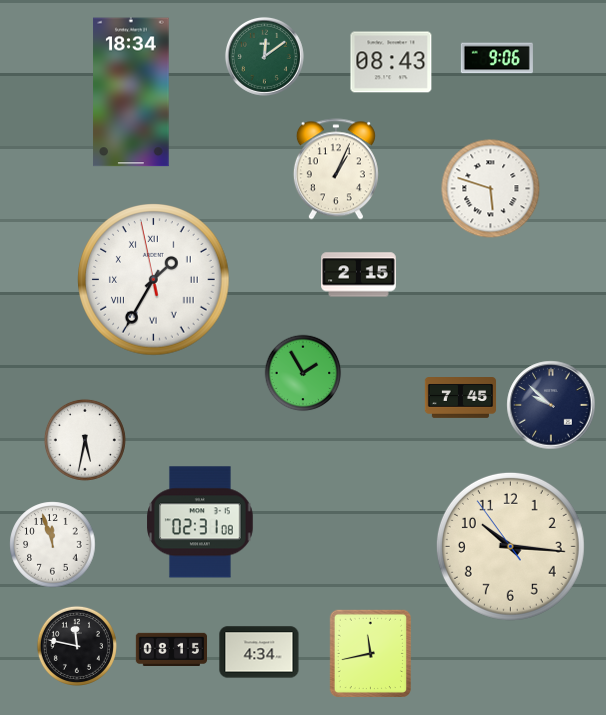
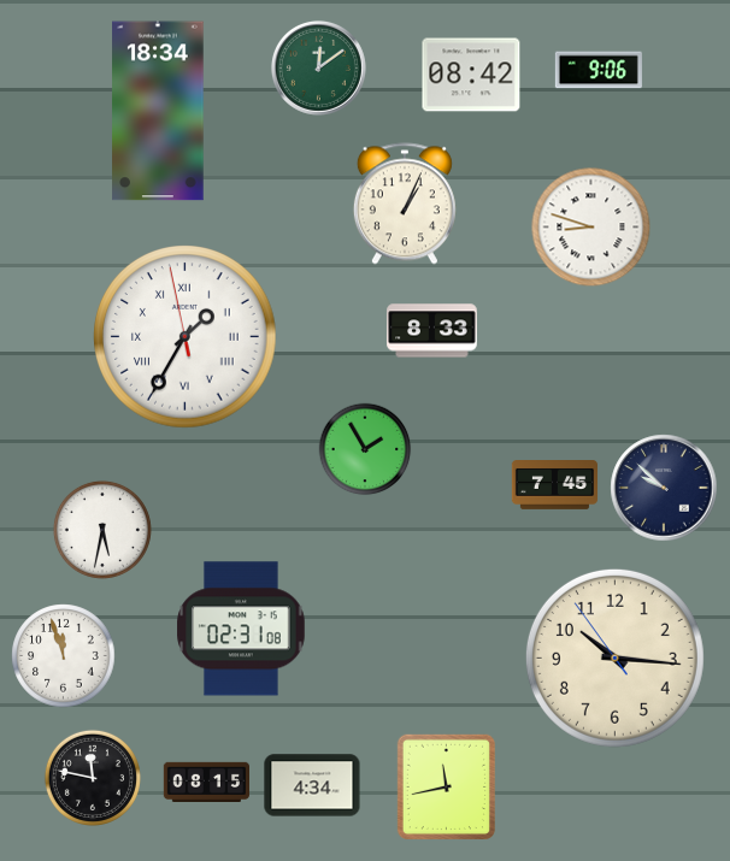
clock at (391, 62): 08:43 -> 08:42
clock at (491, 189): 5:48 -> 8:48
clock at (359, 275): 2:15 -> 8:33
clock at (461, 398) position: (461, 398) -> (555, 485)
